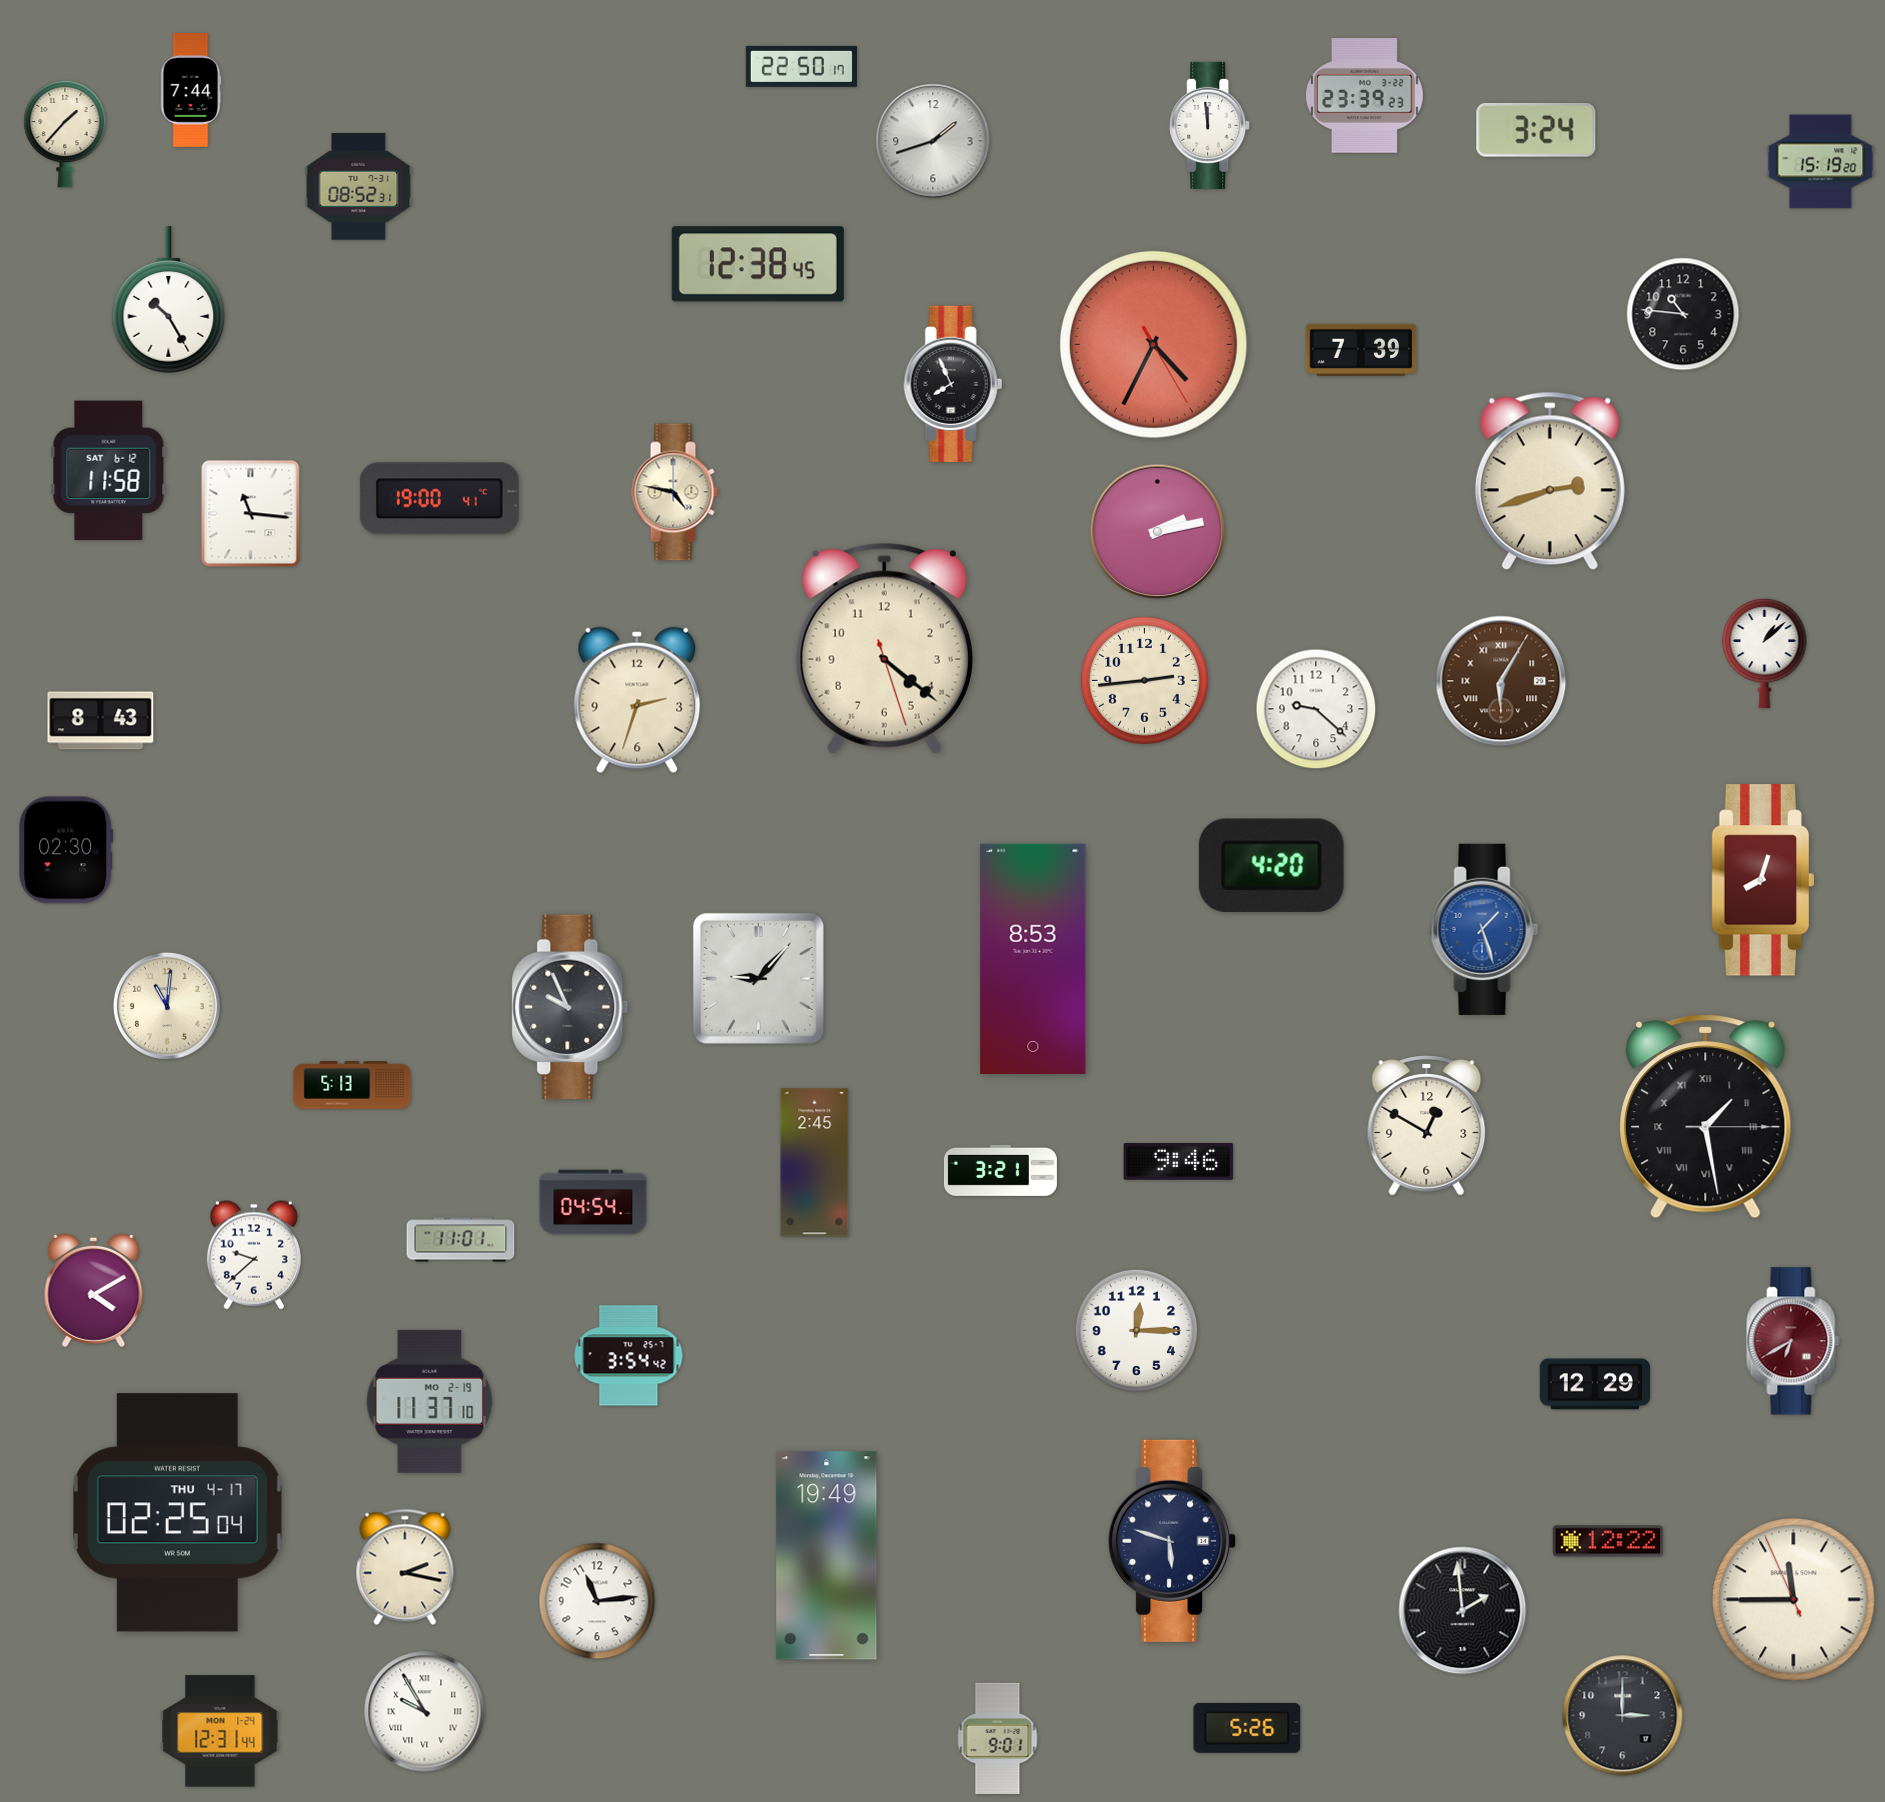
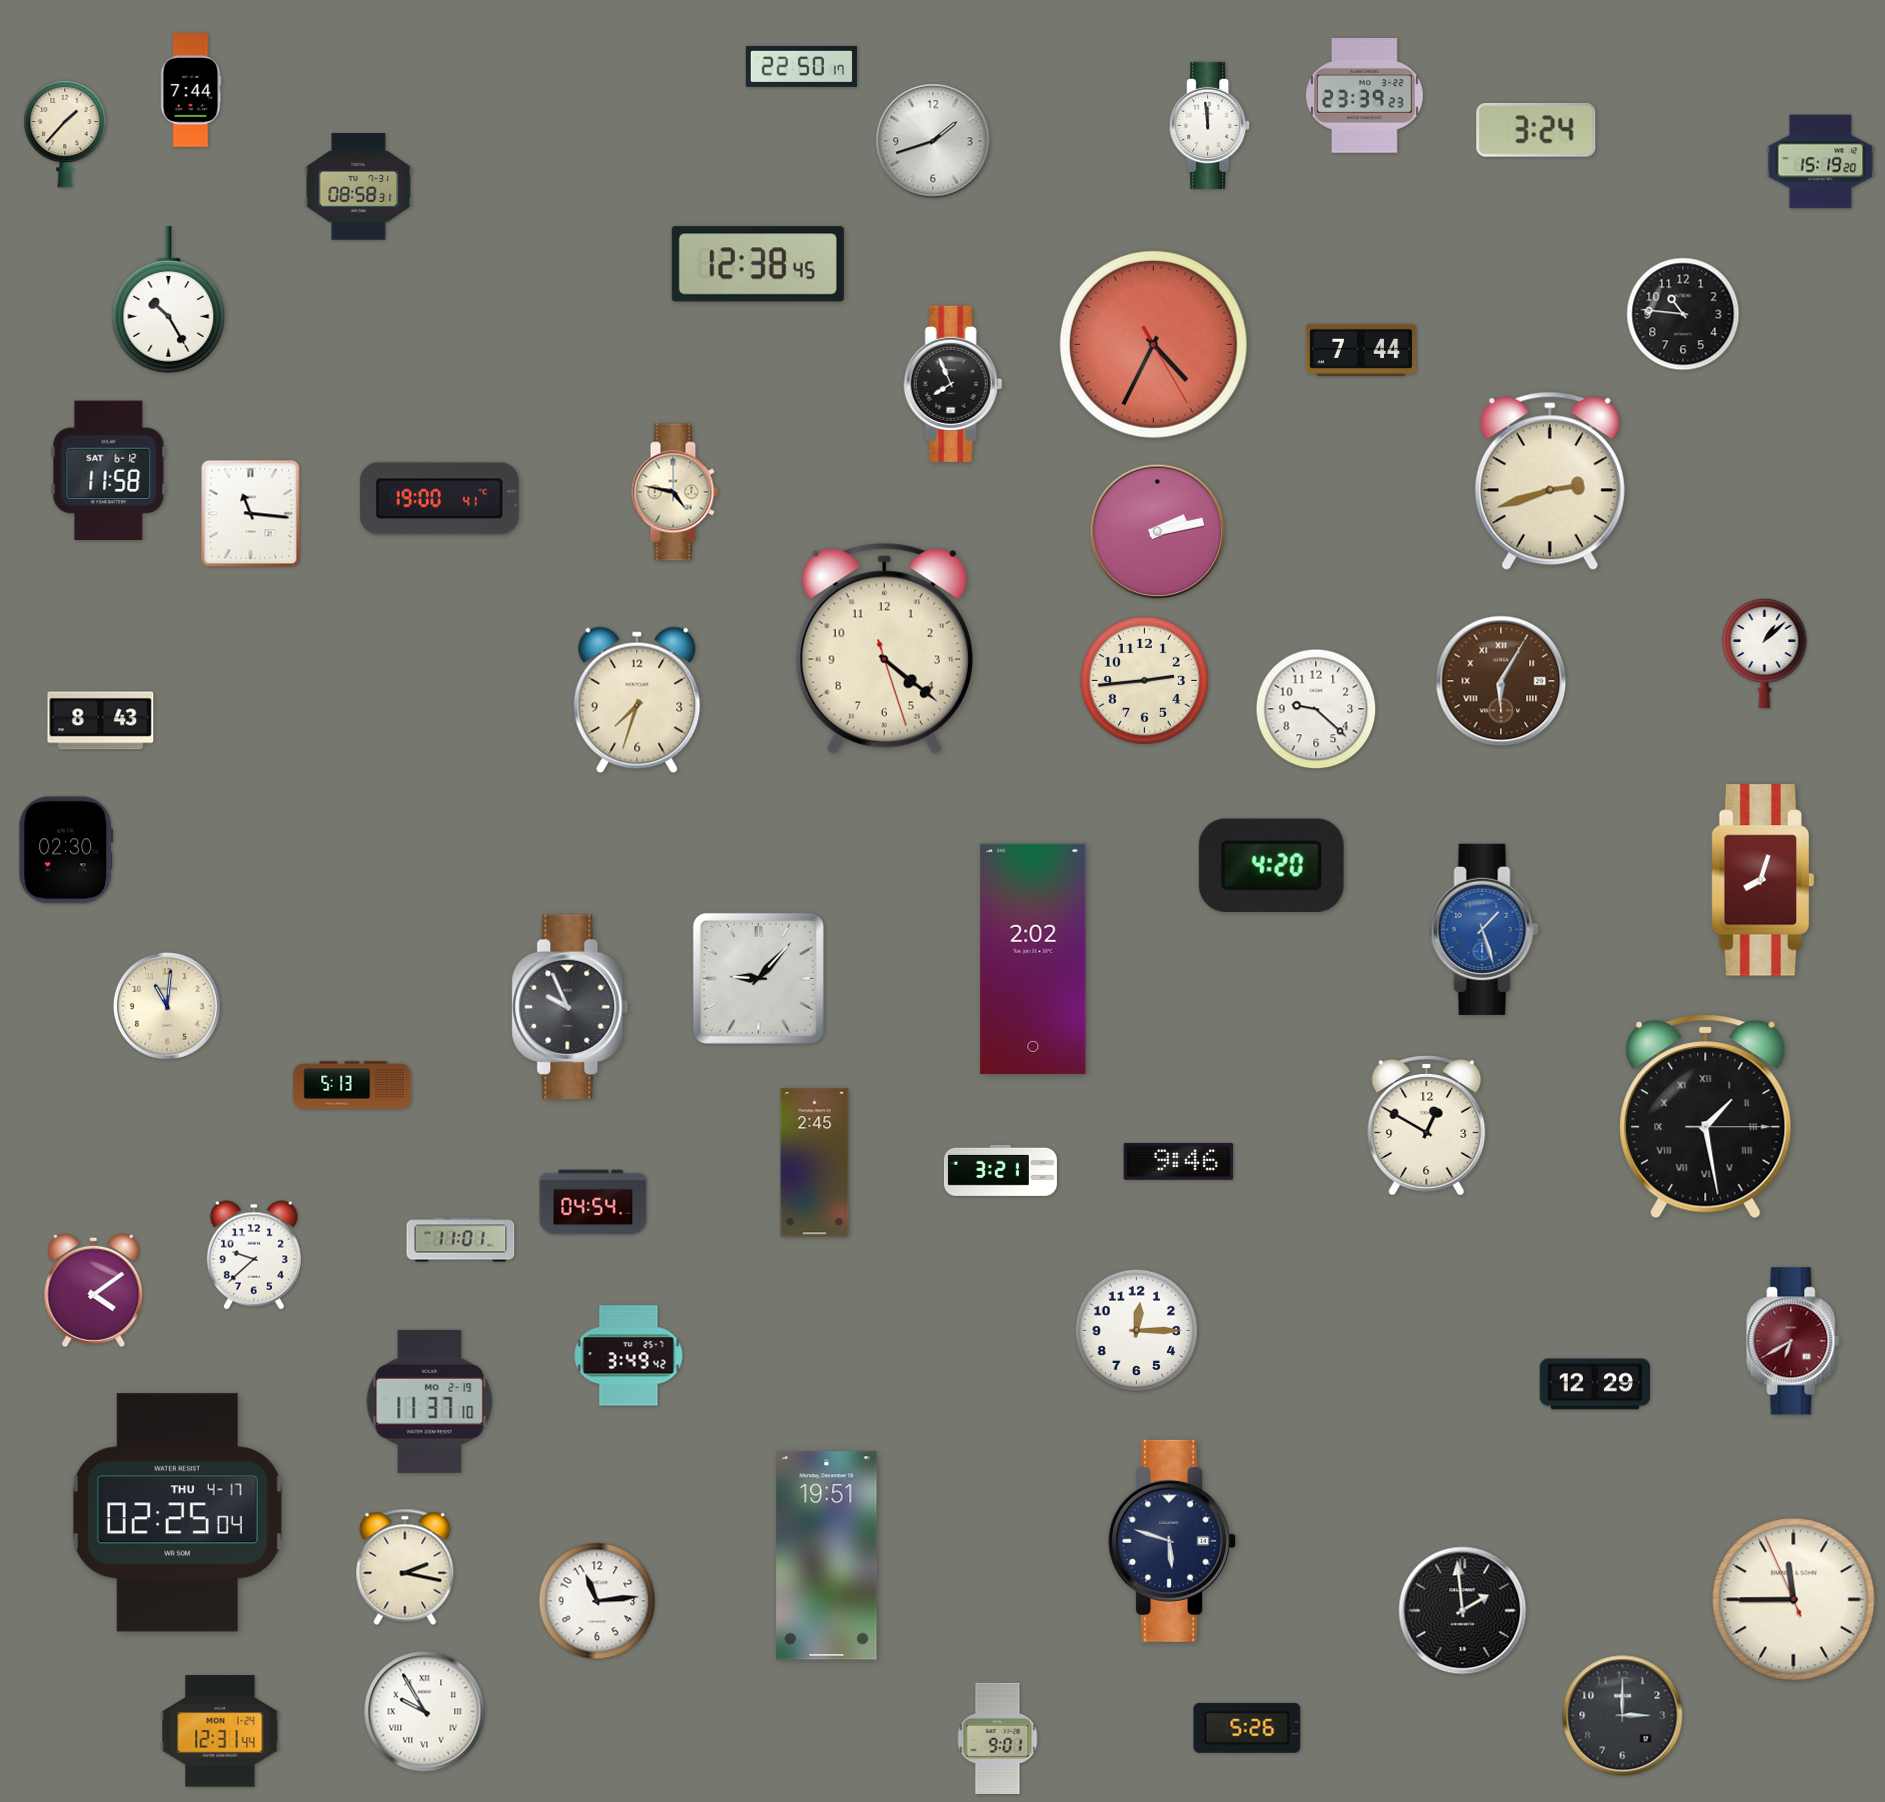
clock at (359, 187): 08:52 -> 08:58
clock at (1361, 350): 7:39 -> 7:44
clock at (637, 700): 2:33 -> 7:33
clock at (1033, 959): 8:53 -> 2:02
clock at (94, 1290): 4:10 -> 4:09
clock at (629, 1356): 3:54 -> 3:49
clock at (1608, 1541): 12:22 -> none
clock at (827, 1556): 19:49 -> 19:51
